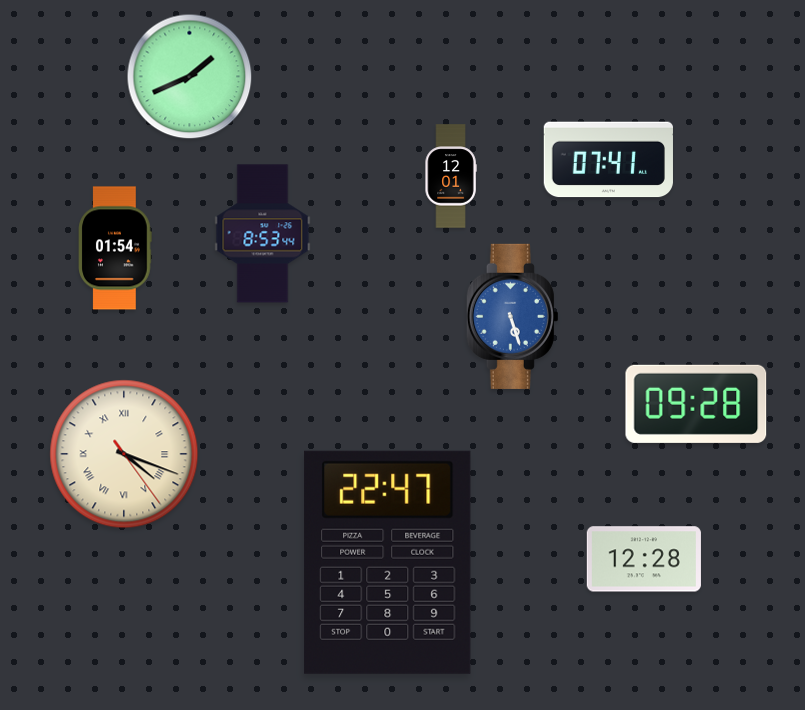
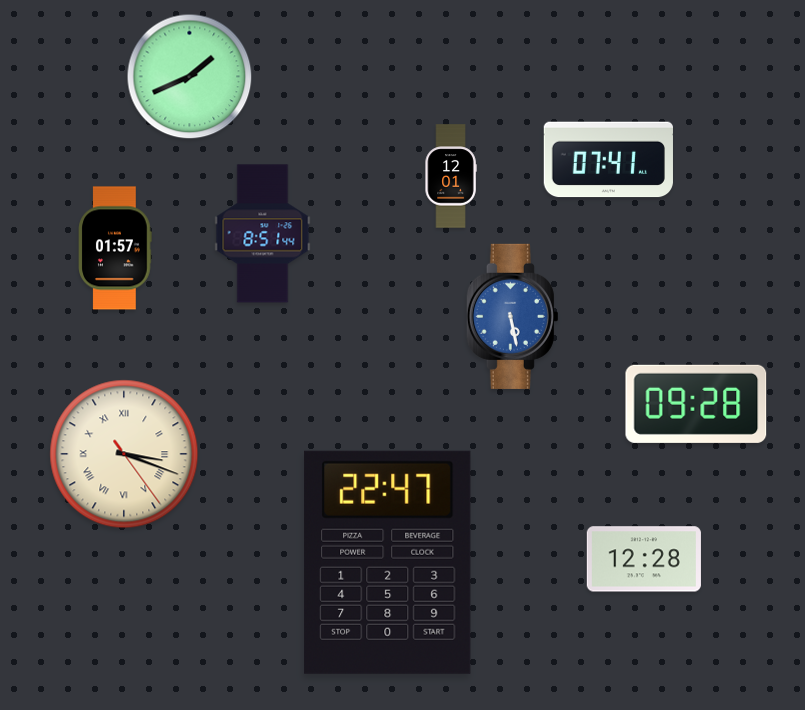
clock at (263, 234): 8:53 -> 8:51
clock at (115, 248): 01:54 -> 01:57
clock at (512, 316): 5:27 -> 5:28
clock at (124, 454): 4:18 -> 3:18
